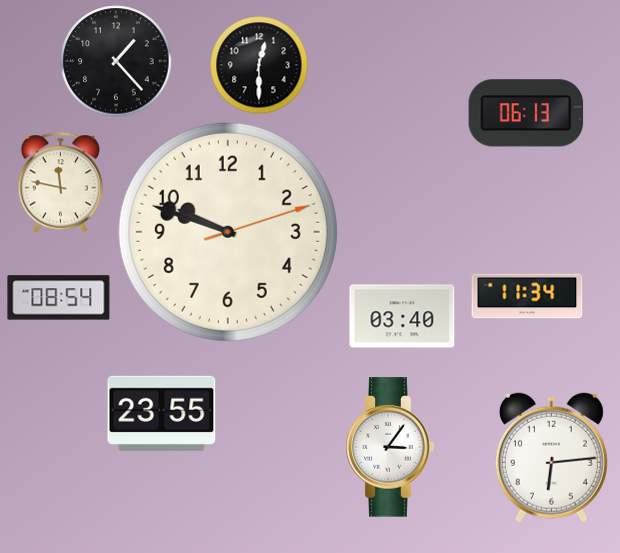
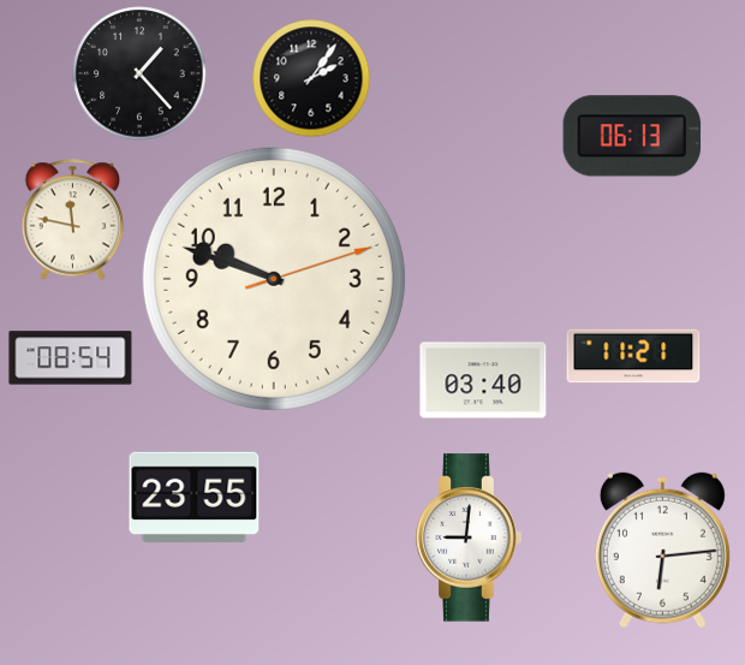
clock at (259, 65): 12:30 -> 2:06
clock at (527, 296): 11:34 -> 11:21
clock at (390, 447): 3:06 -> 9:01
